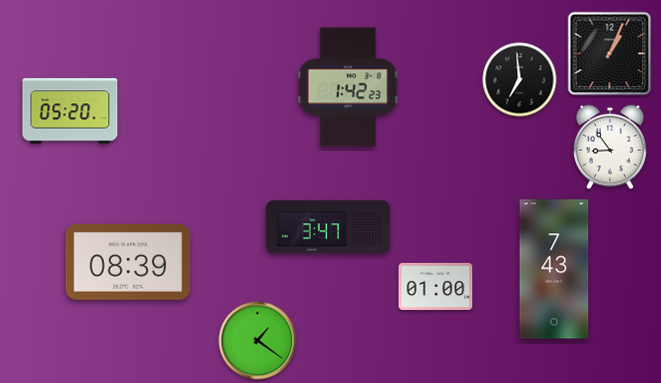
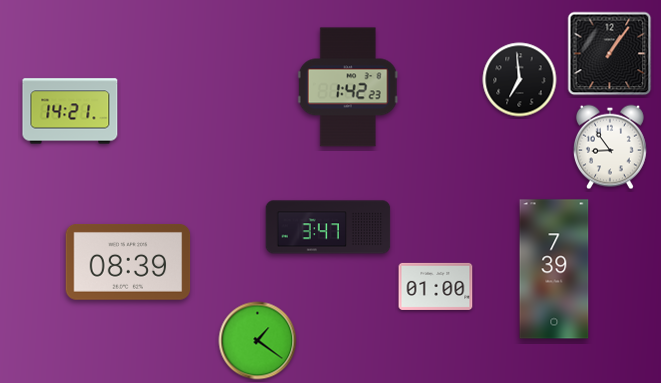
clock at (610, 54): 1:04 -> 1:06
clock at (70, 111): 05:20 -> 14:21
clock at (554, 269): 7:43 -> 7:39
